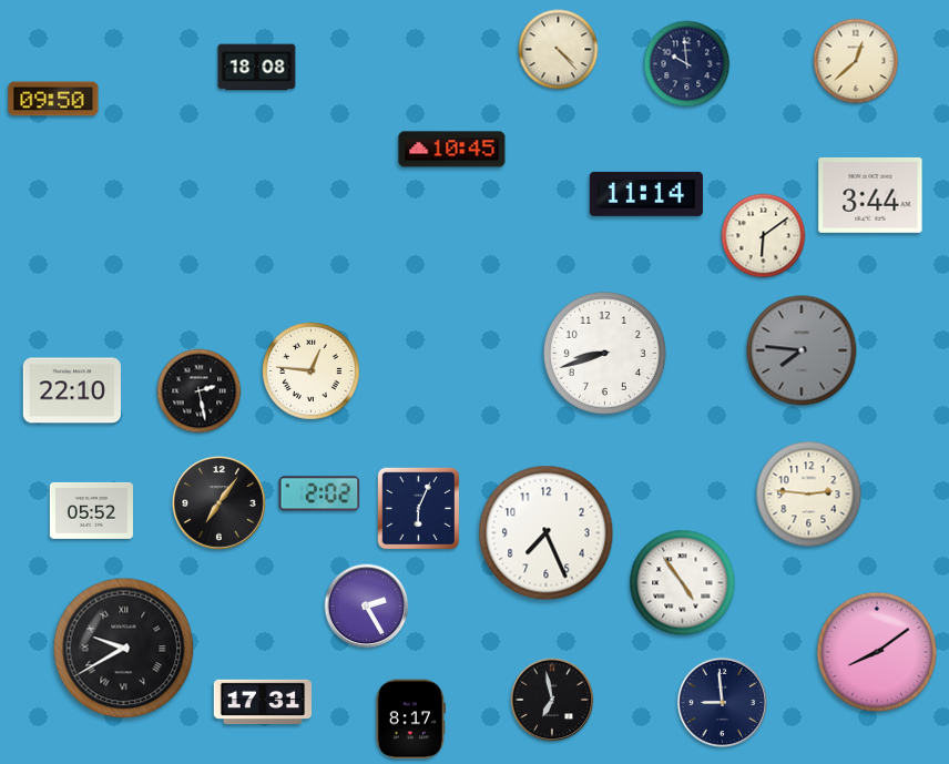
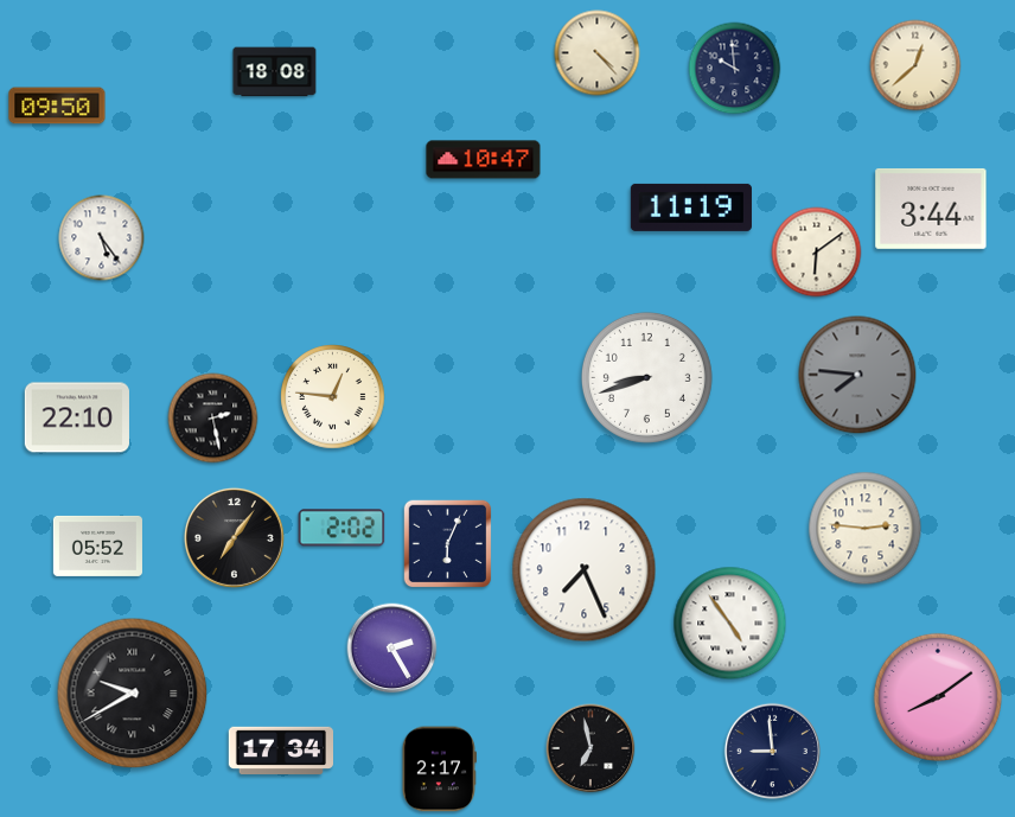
clock at (452, 150): 10:45 -> 10:47
clock at (646, 194): 11:14 -> 11:19
clock at (102, 238): none -> 5:24
clock at (262, 701): 17:31 -> 17:34
clock at (410, 720): 8:17 -> 2:17
